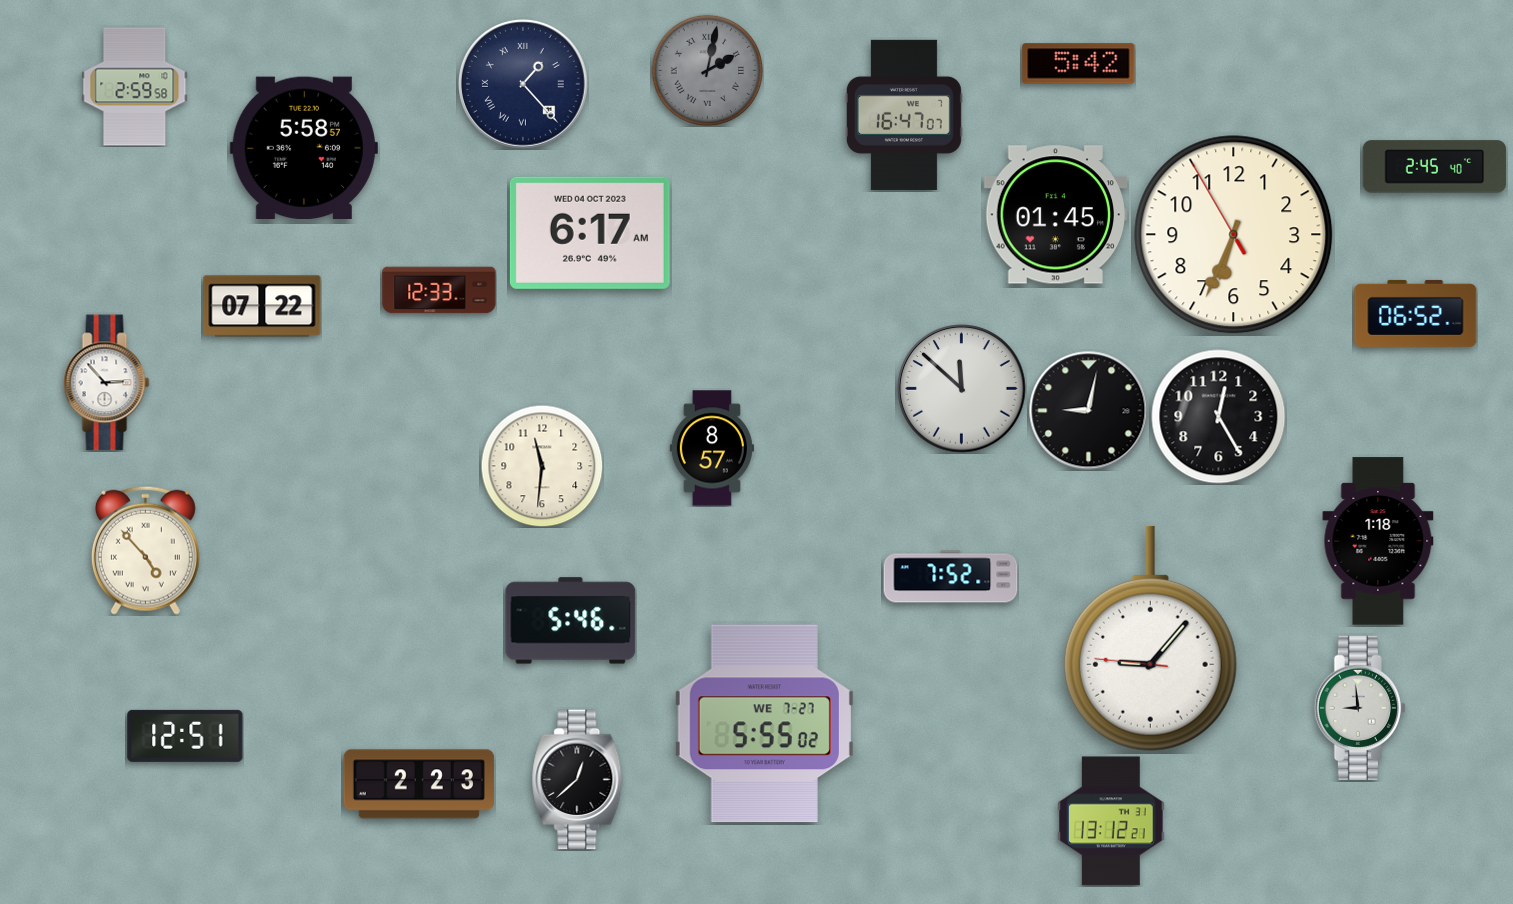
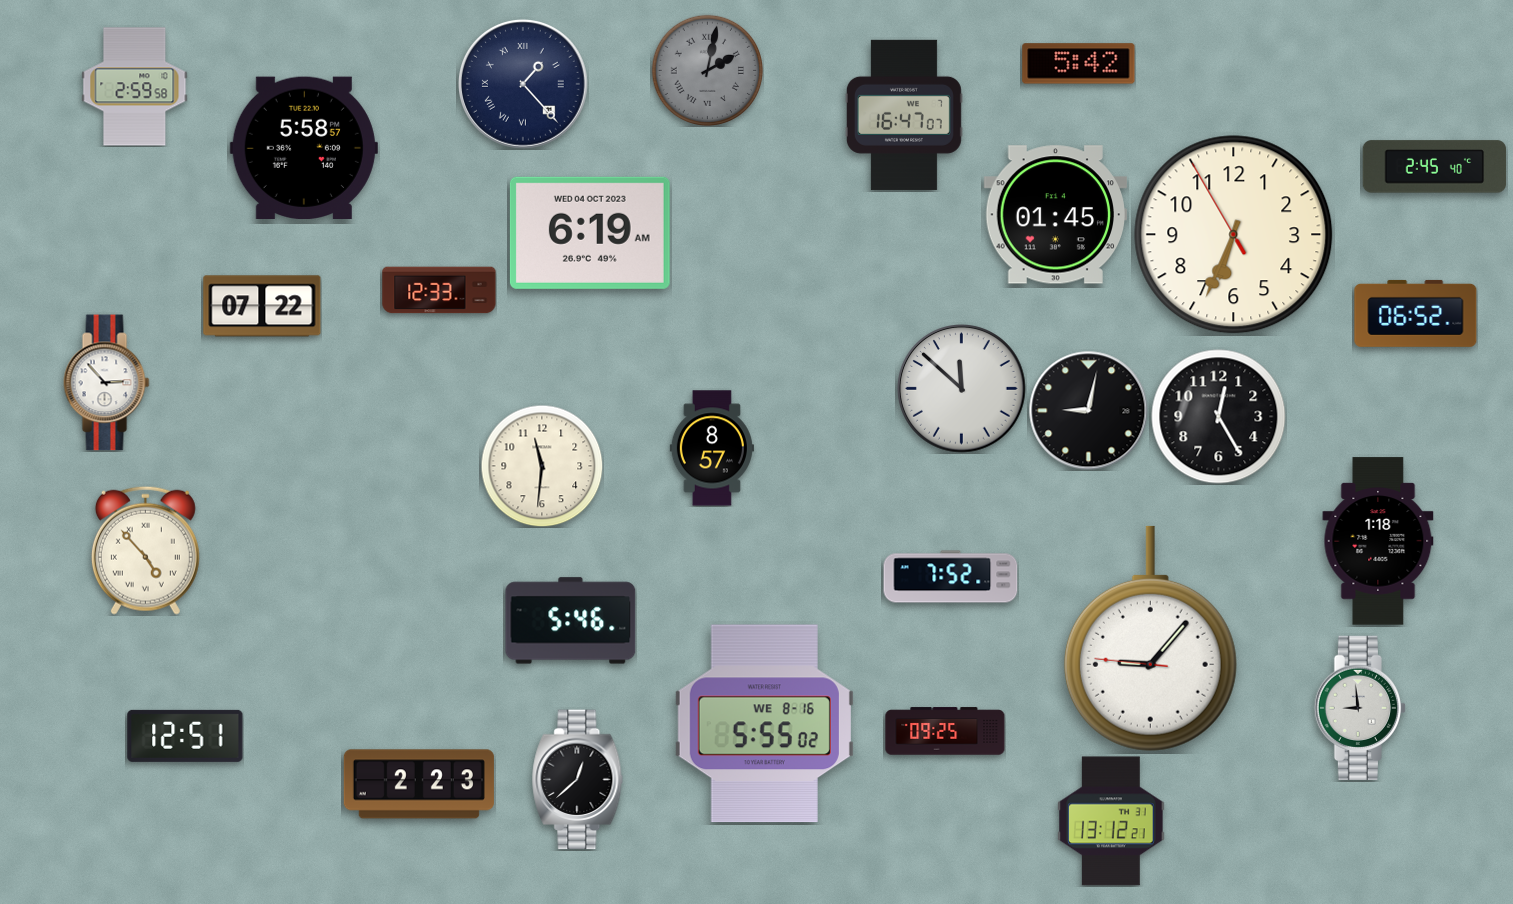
clock at (590, 233): 6:17 -> 6:19
clock at (764, 724) date: WE 7-27 -> WE 8-16
clock at (945, 731): none -> 09:25
